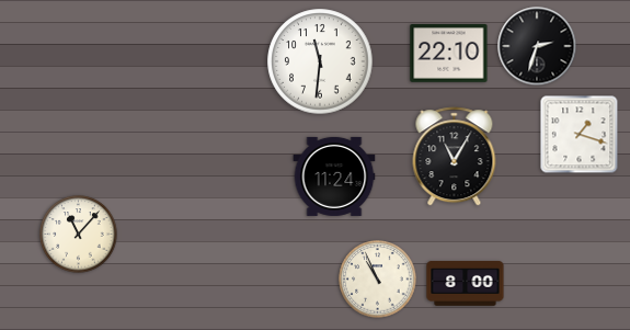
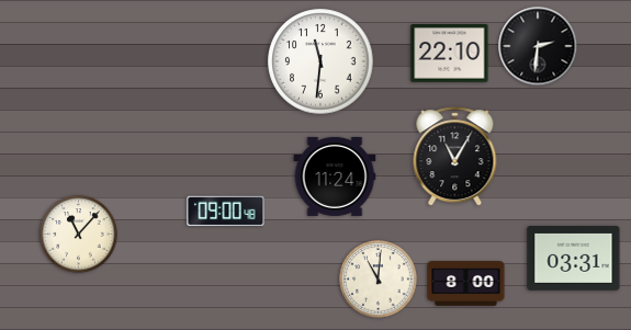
clock at (537, 46): 2:33 -> 2:31
clock at (580, 135): 1:18 -> none
clock at (226, 212): none -> 09:00
clock at (574, 259): none -> 03:31
clock at (378, 280): 10:56 -> 11:01
